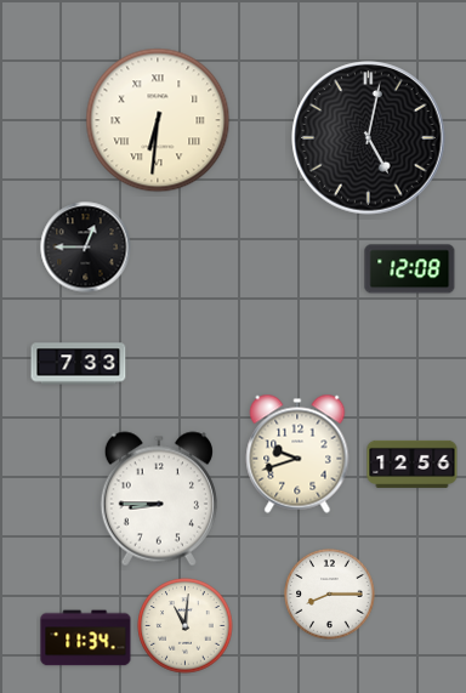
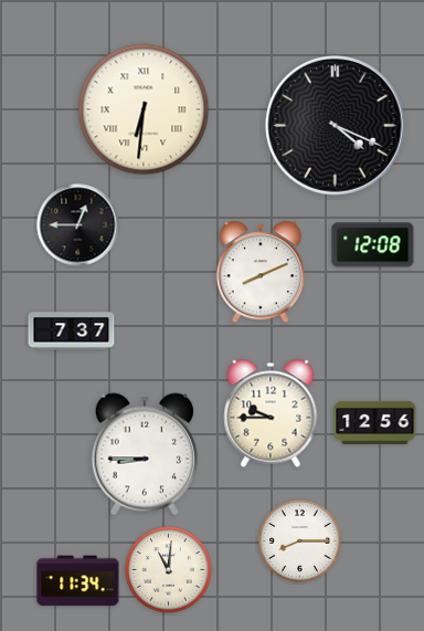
clock at (369, 138): 5:02 -> 4:19
clock at (261, 272): none -> 8:11
clock at (79, 364): 7:33 -> 7:37
clock at (297, 454): 9:42 -> 9:45
